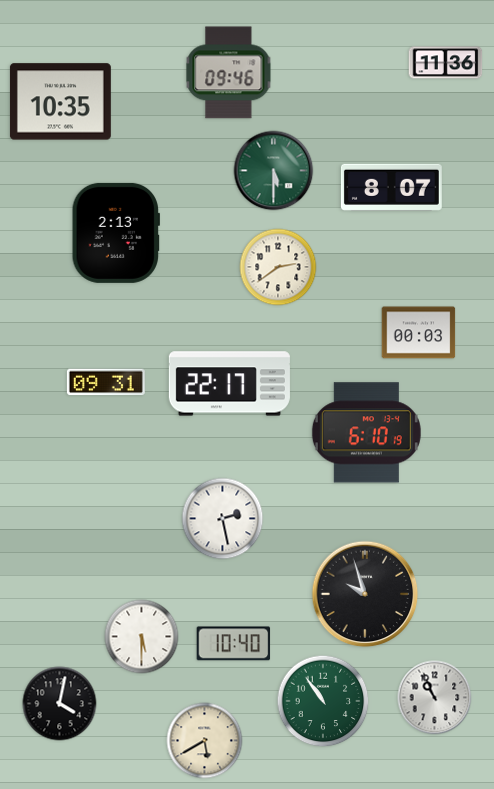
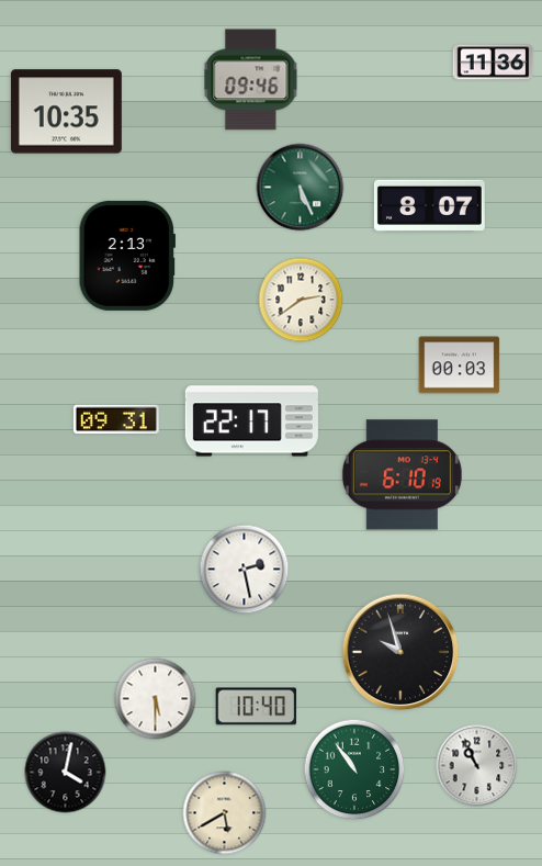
clock at (446, 63) position: (446, 63) -> (494, 63)
clock at (274, 171): 5:30 -> 5:26
clock at (278, 267) position: (278, 267) -> (301, 300)
